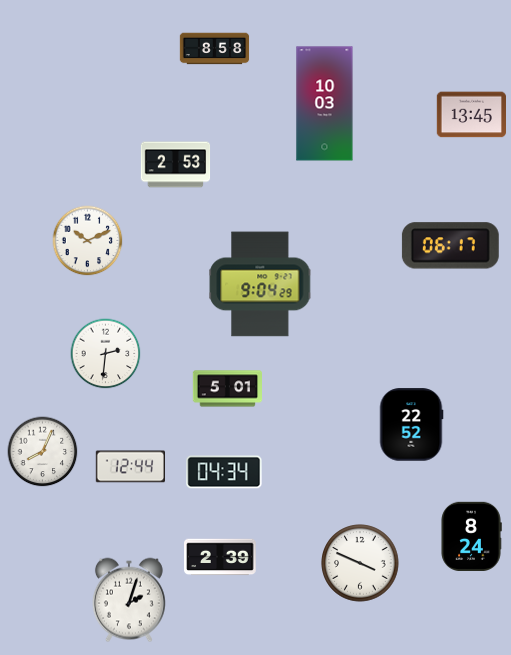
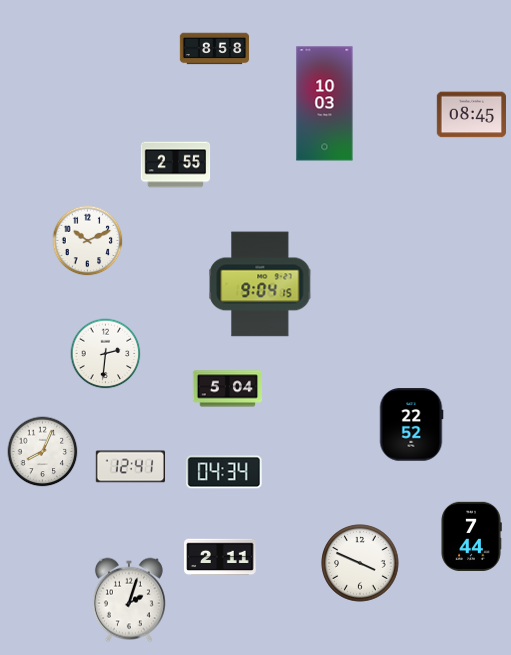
clock at (471, 115): 13:45 -> 08:45
clock at (176, 165): 2:53 -> 2:55
clock at (450, 246): 06:17 -> none
clock at (260, 284): 9:04:29 -> 9:04:15
clock at (227, 389): 5:01 -> 5:04
clock at (130, 467): 12:44 -> 12:41
clock at (471, 536): 8:24 -> 7:44
clock at (220, 557): 2:39 -> 2:11
